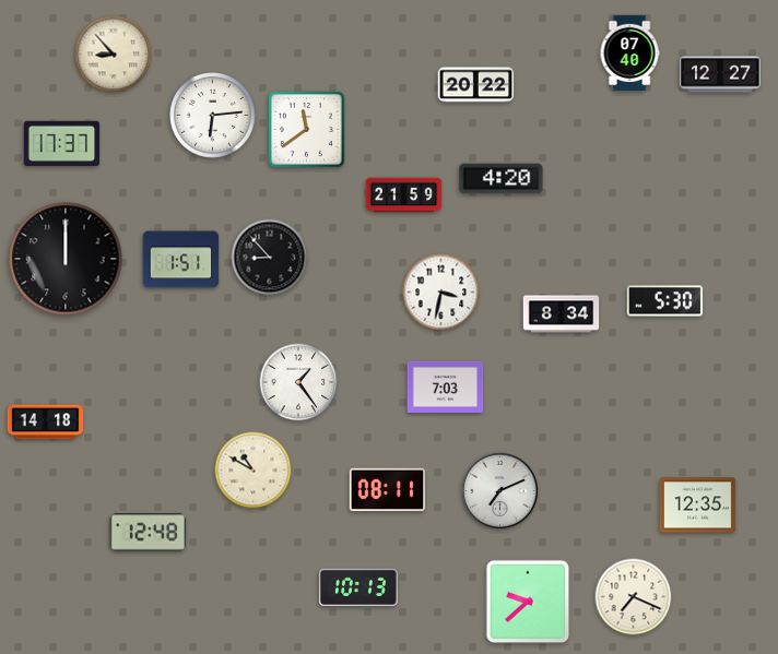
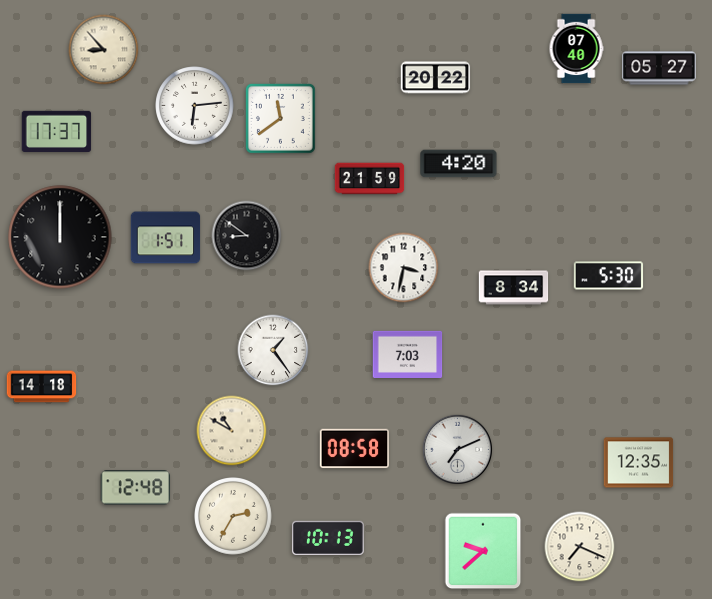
clock at (720, 74): 12:27 -> 05:27
clock at (270, 258): 8:53 -> 8:51
clock at (388, 490): 08:11 -> 08:58
clock at (234, 517): none -> 2:35
